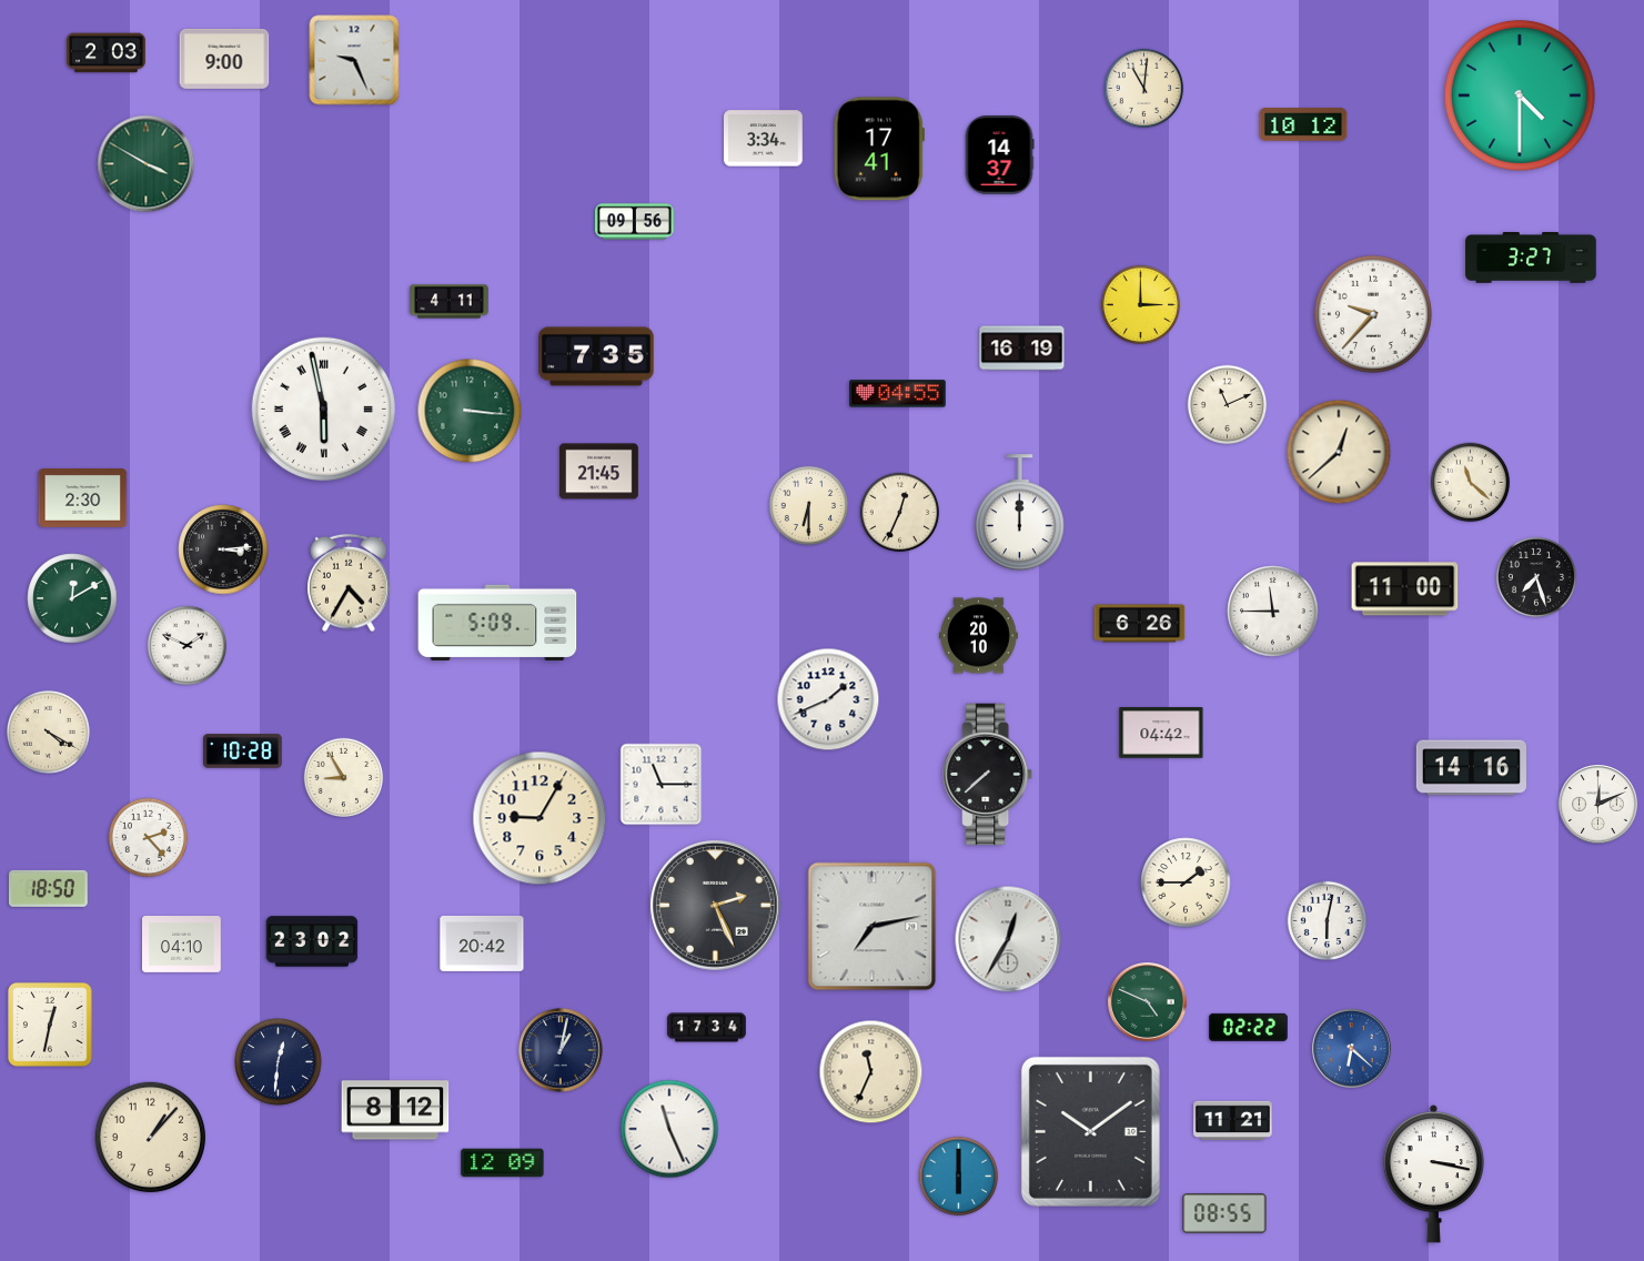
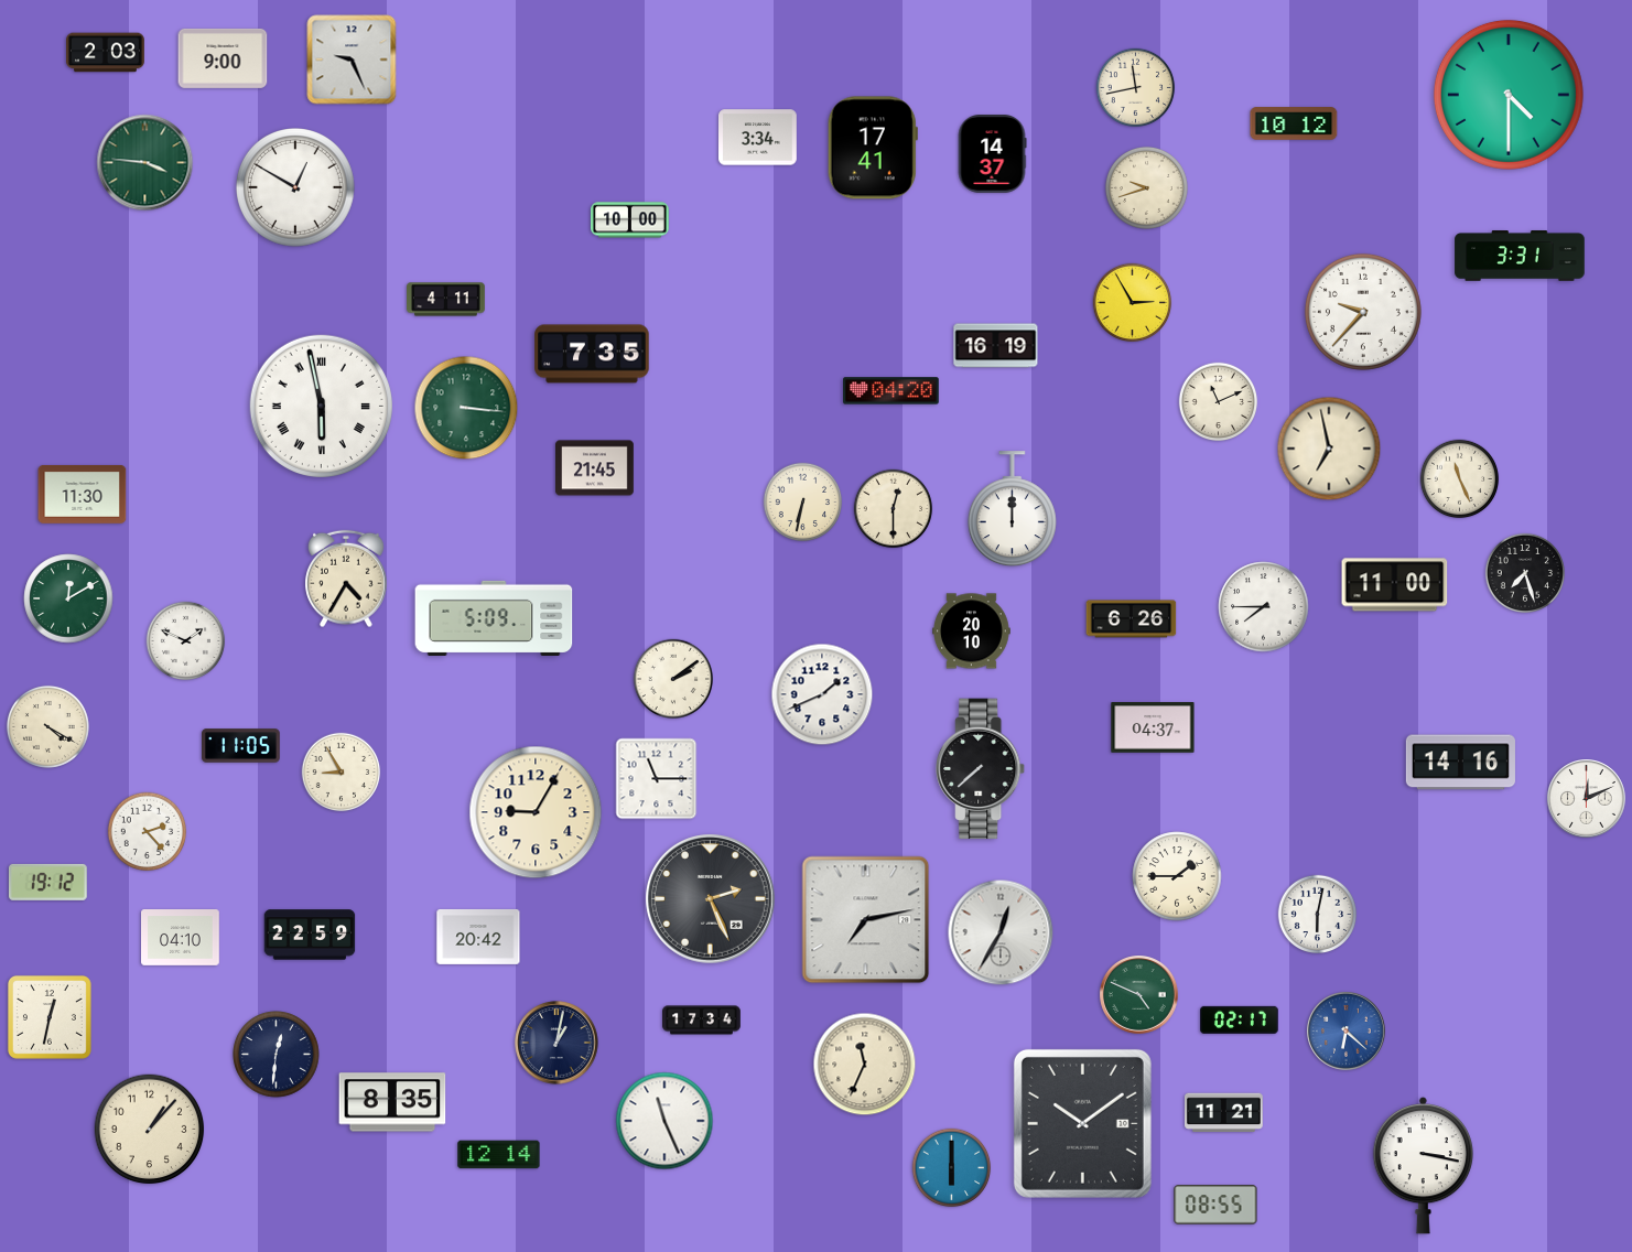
clock at (1144, 89): 11:01 -> 11:43
clock at (147, 164): 3:50 -> 3:46
clock at (1146, 187): none -> 9:42
clock at (296, 188): none -> 12:50
clock at (635, 222): 09:56 -> 10:00
clock at (1531, 258): 3:27 -> 3:31
clock at (1141, 305): 3:00 -> 2:55
clock at (1022, 349) position: (1022, 349) -> (996, 346)
clock at (898, 394): 04:55 -> 04:20
clock at (1339, 452): 12:38 -> 6:58
clock at (1471, 483): 11:22 -> 11:26
clock at (83, 497): 2:30 -> 11:30
clock at (809, 506): 6:30 -> 6:32
clock at (900, 513): 12:34 -> 12:30
clock at (223, 549): 3:14 -> none
clock at (72, 598) position: (72, 598) -> (68, 598)
clock at (1273, 612): 11:45 -> 7:45
clock at (672, 678): none -> 2:09
clock at (1161, 733): 04:42 -> 04:37
clock at (243, 751): 10:28 -> 11:05
clock at (48, 888): 18:50 -> 19:12
clock at (312, 941): 23:02 -> 22:59
clock at (1249, 1027): 02:22 -> 02:17
clock at (1352, 1049) position: (1352, 1049) -> (1347, 1032)
clock at (395, 1110): 8:12 -> 8:35
clock at (503, 1163): 12:09 -> 12:14
